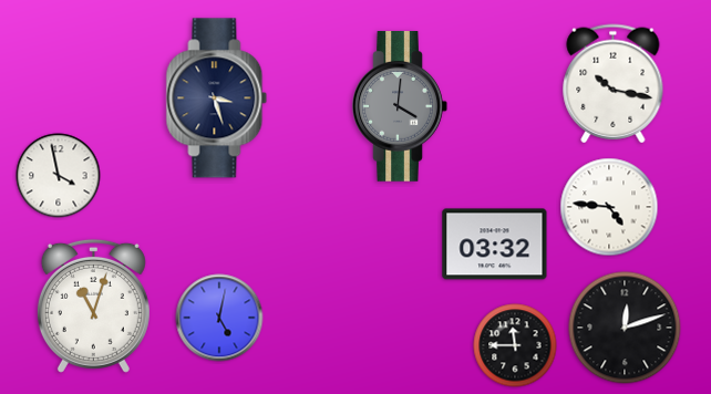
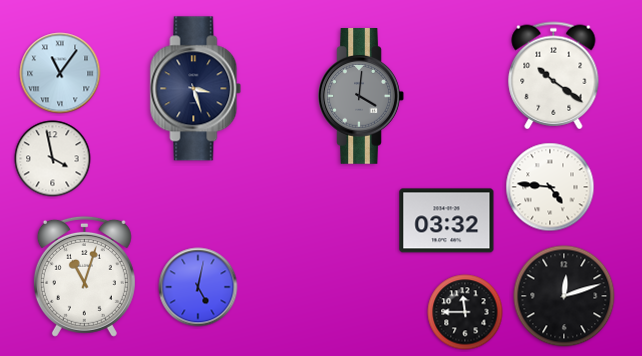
clock at (60, 73): none -> 11:06
clock at (614, 84): 10:17 -> 10:21
